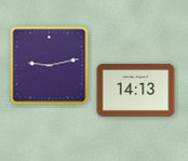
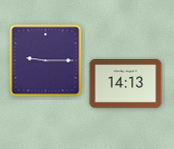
clock at (50, 66): 9:13 -> 9:15
